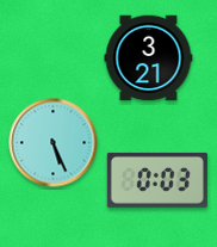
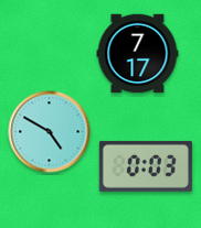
clock at (149, 58): 3:21 -> 7:17
clock at (54, 143): 5:26 -> 4:50
